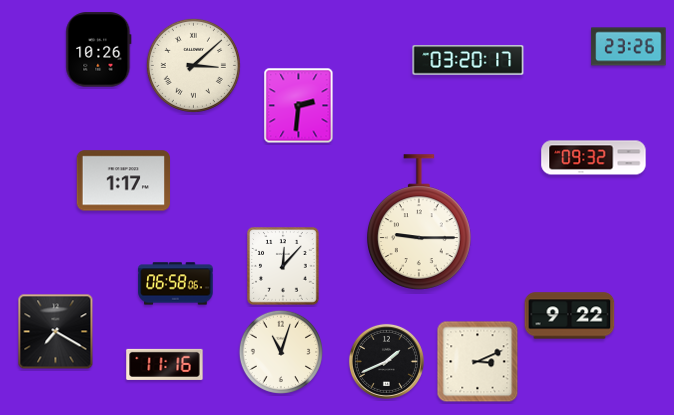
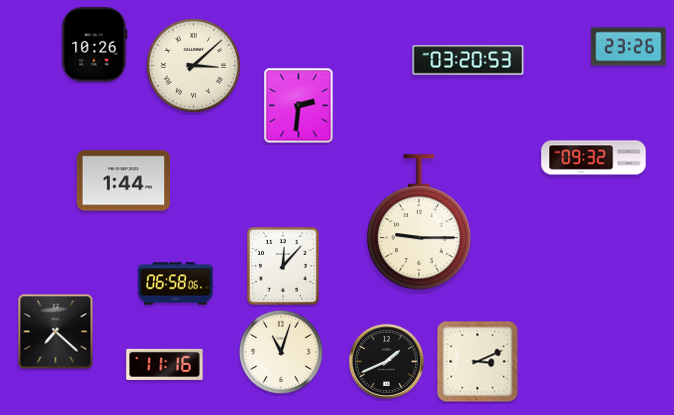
clock at (99, 50) position: (99, 50) -> (95, 45)
clock at (468, 60): 03:20:17 -> 03:20:53
clock at (124, 181): 1:17 -> 1:44
clock at (570, 316): 9:22 -> none
clock at (56, 332): 7:20 -> 7:22
